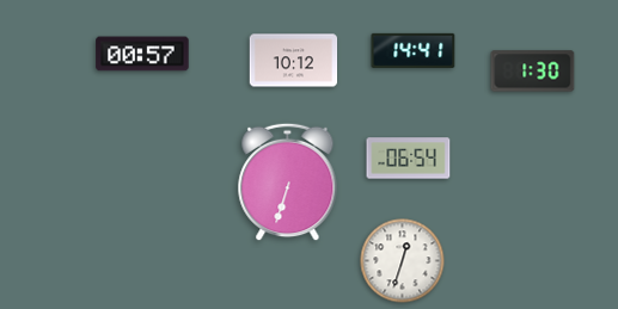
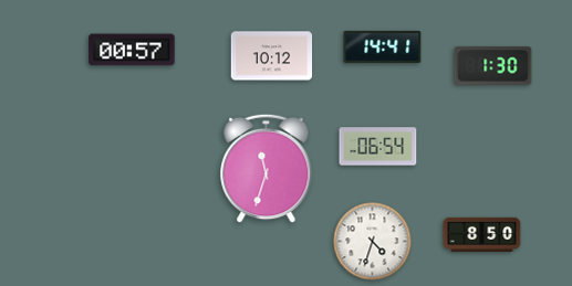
clock at (288, 183): 6:33 -> 11:33
clock at (482, 234): none -> 8:50
clock at (403, 261): 12:33 -> 4:33
